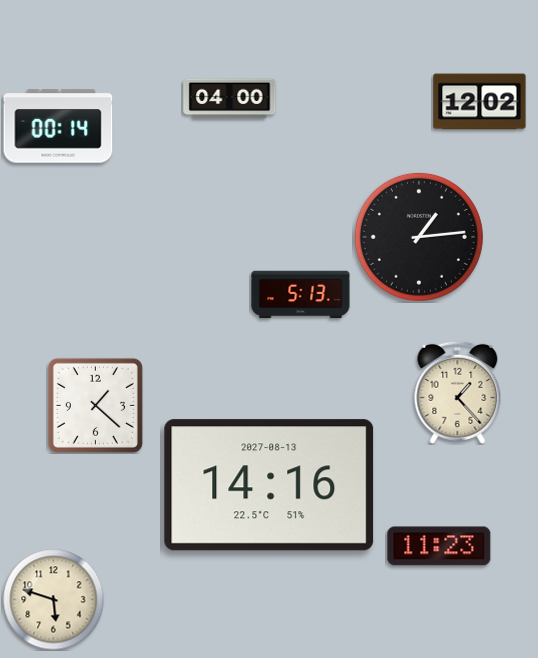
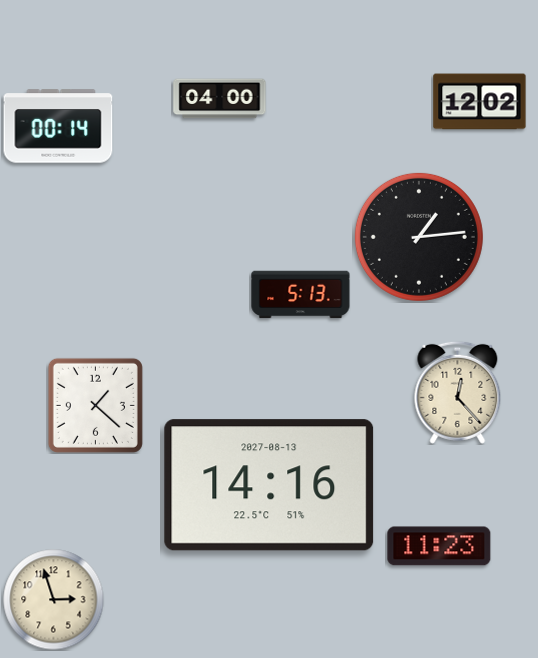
clock at (230, 99) position: (230, 99) -> (220, 99)
clock at (458, 392): 1:23 -> 12:23
clock at (54, 600): 5:48 -> 2:57
